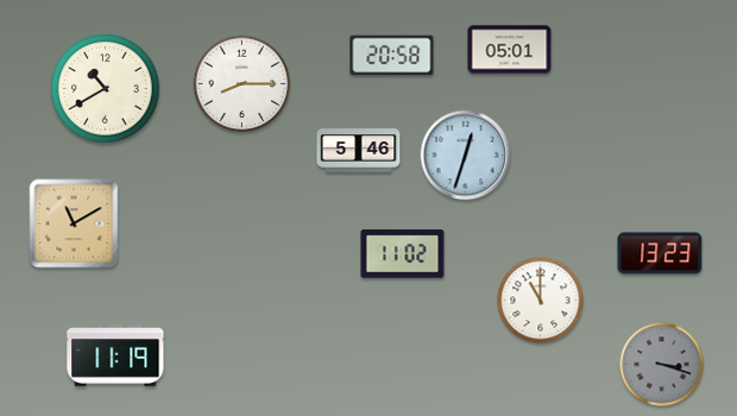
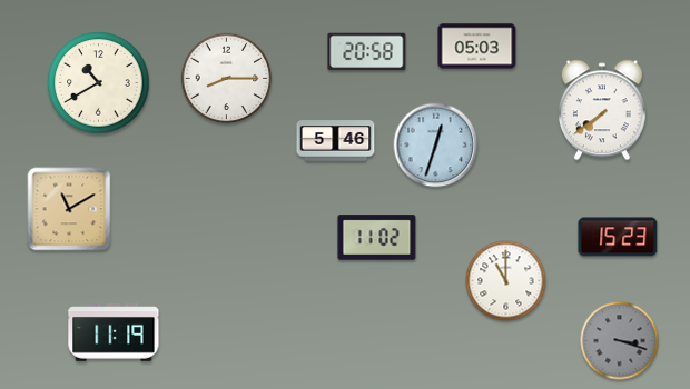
clock at (510, 50): 05:01 -> 05:03
clock at (602, 110): none -> 7:39
clock at (660, 253): 13:23 -> 15:23
clock at (115, 355) position: (115, 355) -> (114, 332)
